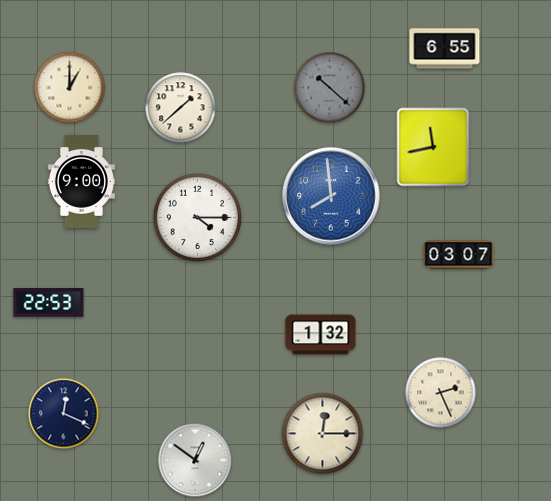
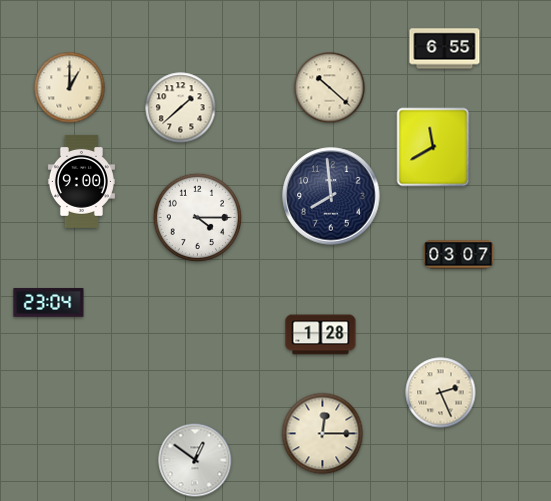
clock at (330, 88) dial: grey -> cream
clock at (433, 147): 11:43 -> 11:40
clock at (331, 196) dial: blue -> navy
clock at (49, 303): 22:53 -> 23:04
clock at (321, 335): 1:32 -> 1:28
clock at (64, 414): 12:19 -> none
